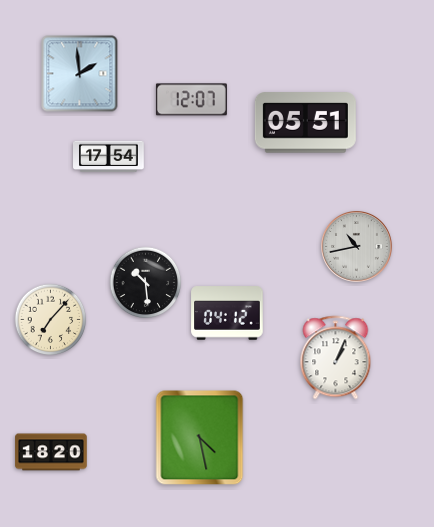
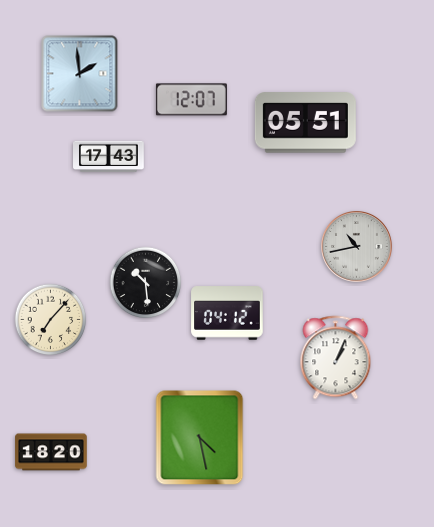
clock at (109, 157): 17:54 -> 17:43
